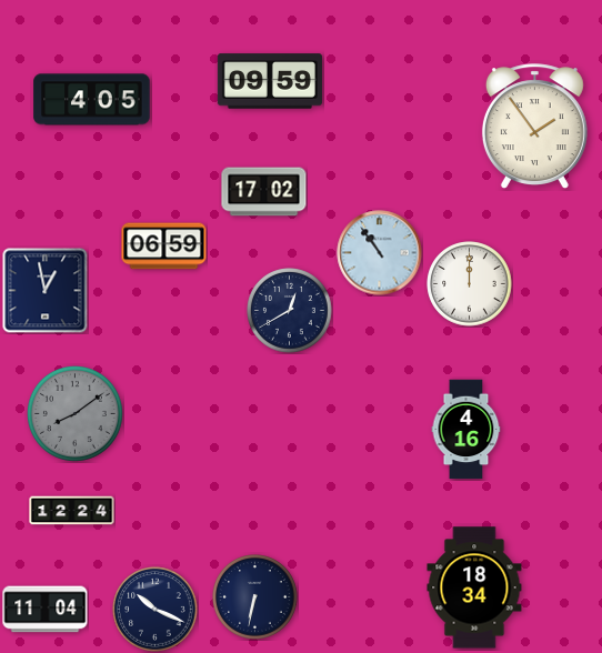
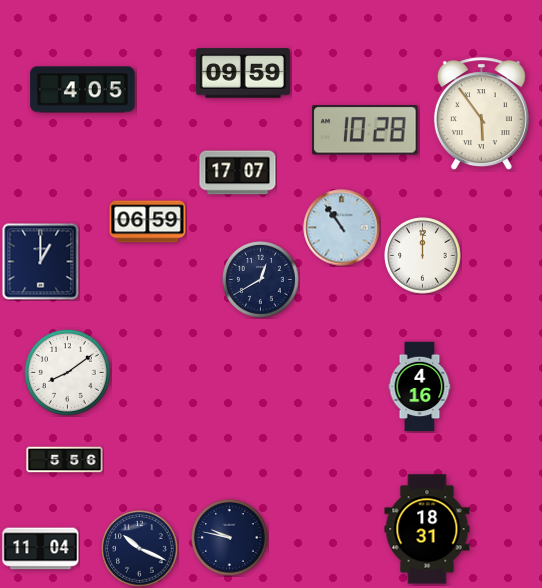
clock at (534, 125): 1:54 -> 5:54
clock at (365, 130): none -> 10:28
clock at (264, 192): 17:02 -> 17:07
clock at (46, 291): 12:58 -> 1:00
clock at (74, 413) dial: grey -> white
clock at (72, 511): 12:24 -> 5:56
clock at (474, 587): 18:34 -> 18:31
clock at (255, 597): 6:32 -> 9:47
